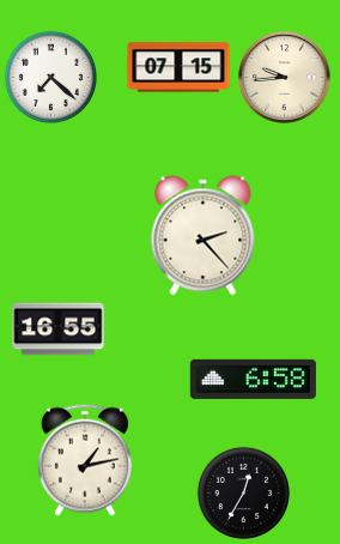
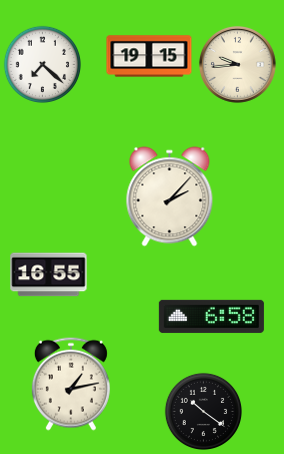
clock at (178, 67): 07:15 -> 19:15
clock at (204, 236): 2:23 -> 2:07
clock at (243, 492): 12:35 -> 10:21
